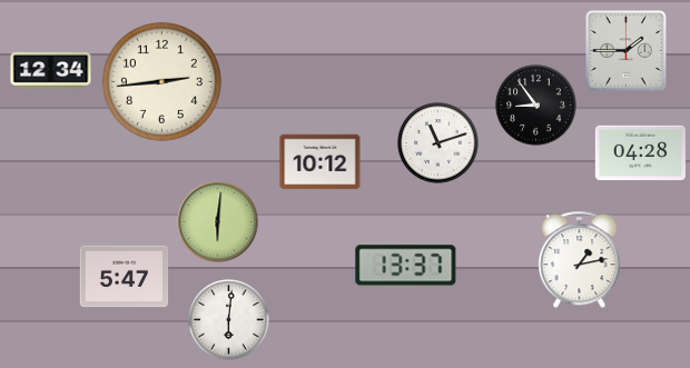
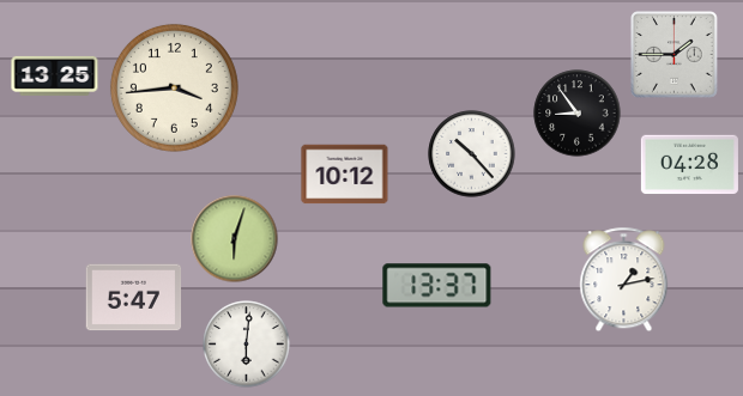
clock at (51, 70): 12:34 -> 13:25
clock at (161, 81): 2:44 -> 3:44
clock at (438, 143): 11:12 -> 10:23
clock at (218, 222): 6:01 -> 6:03
